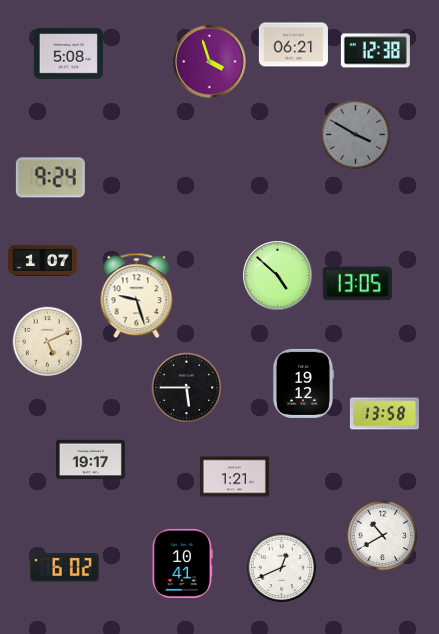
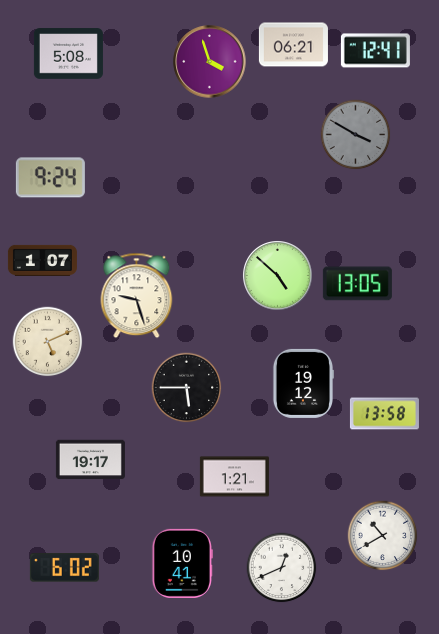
clock at (375, 51): 12:38 -> 12:41
